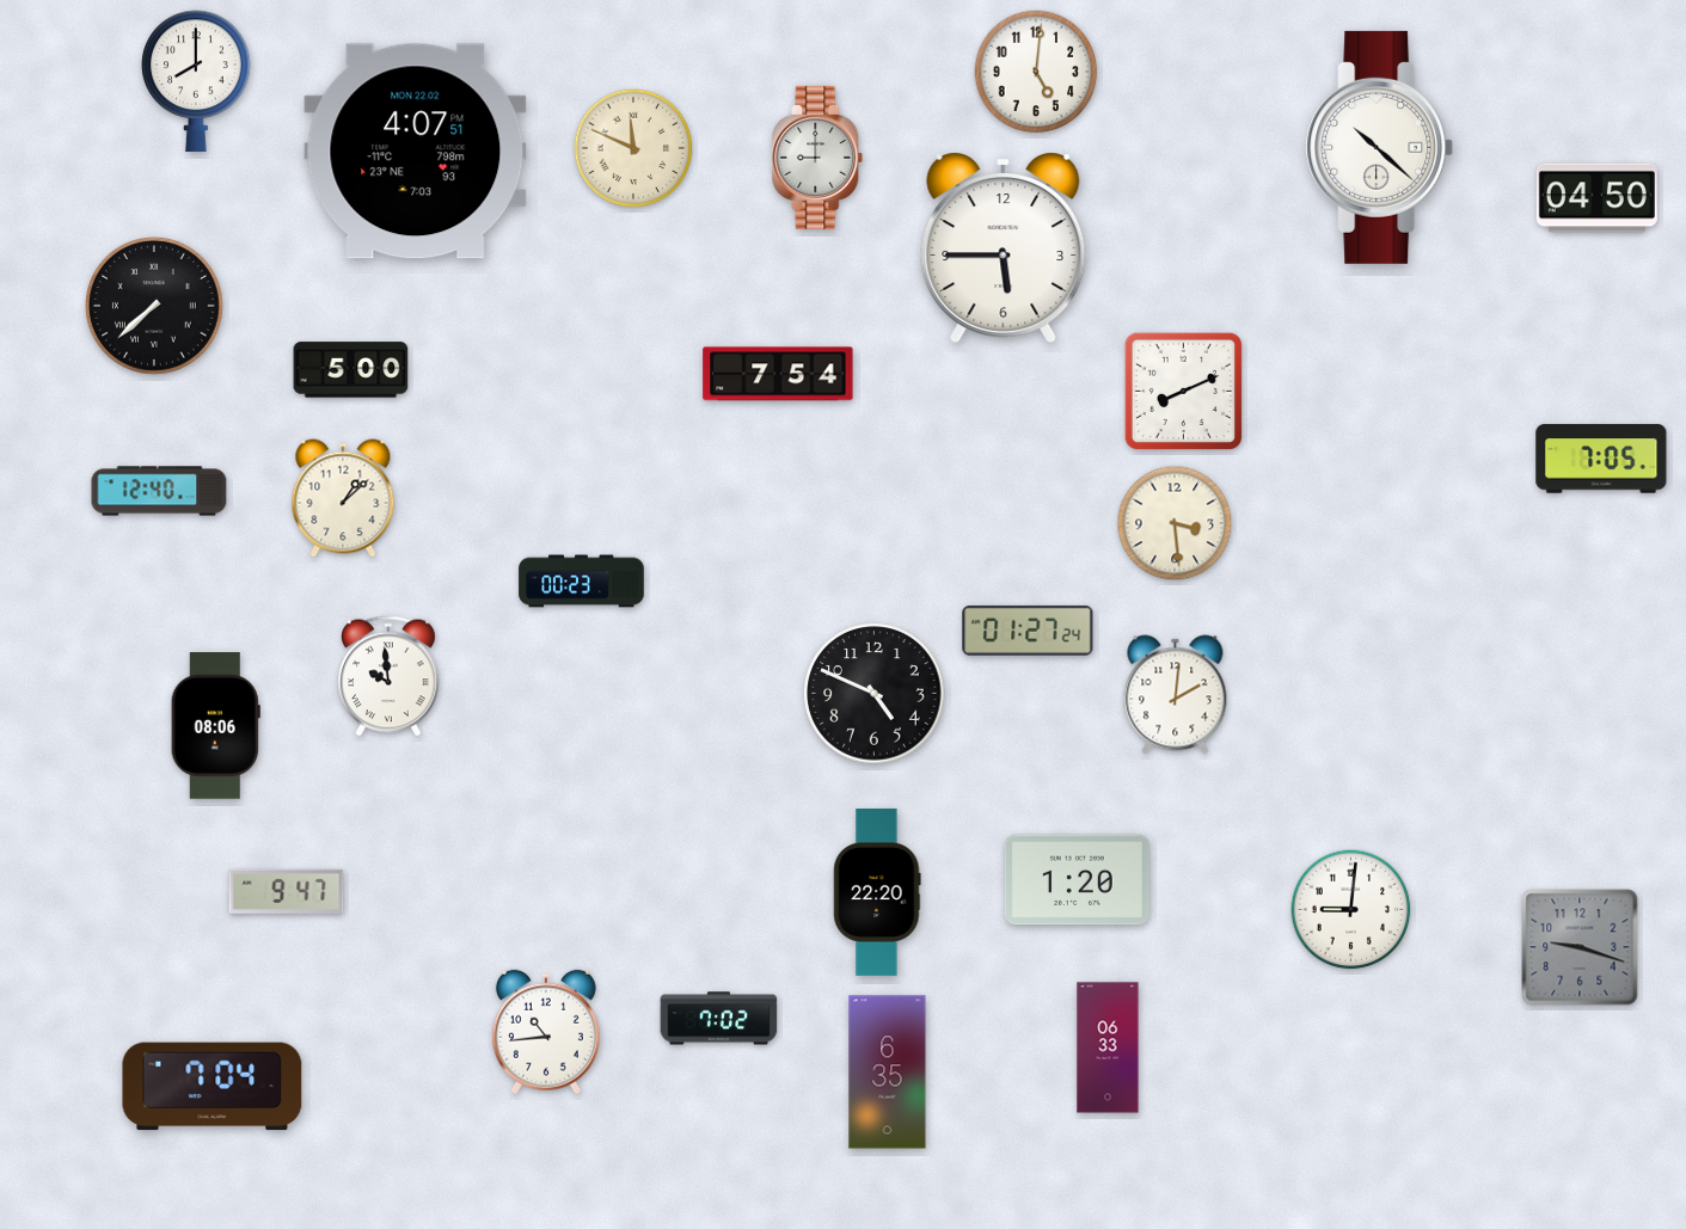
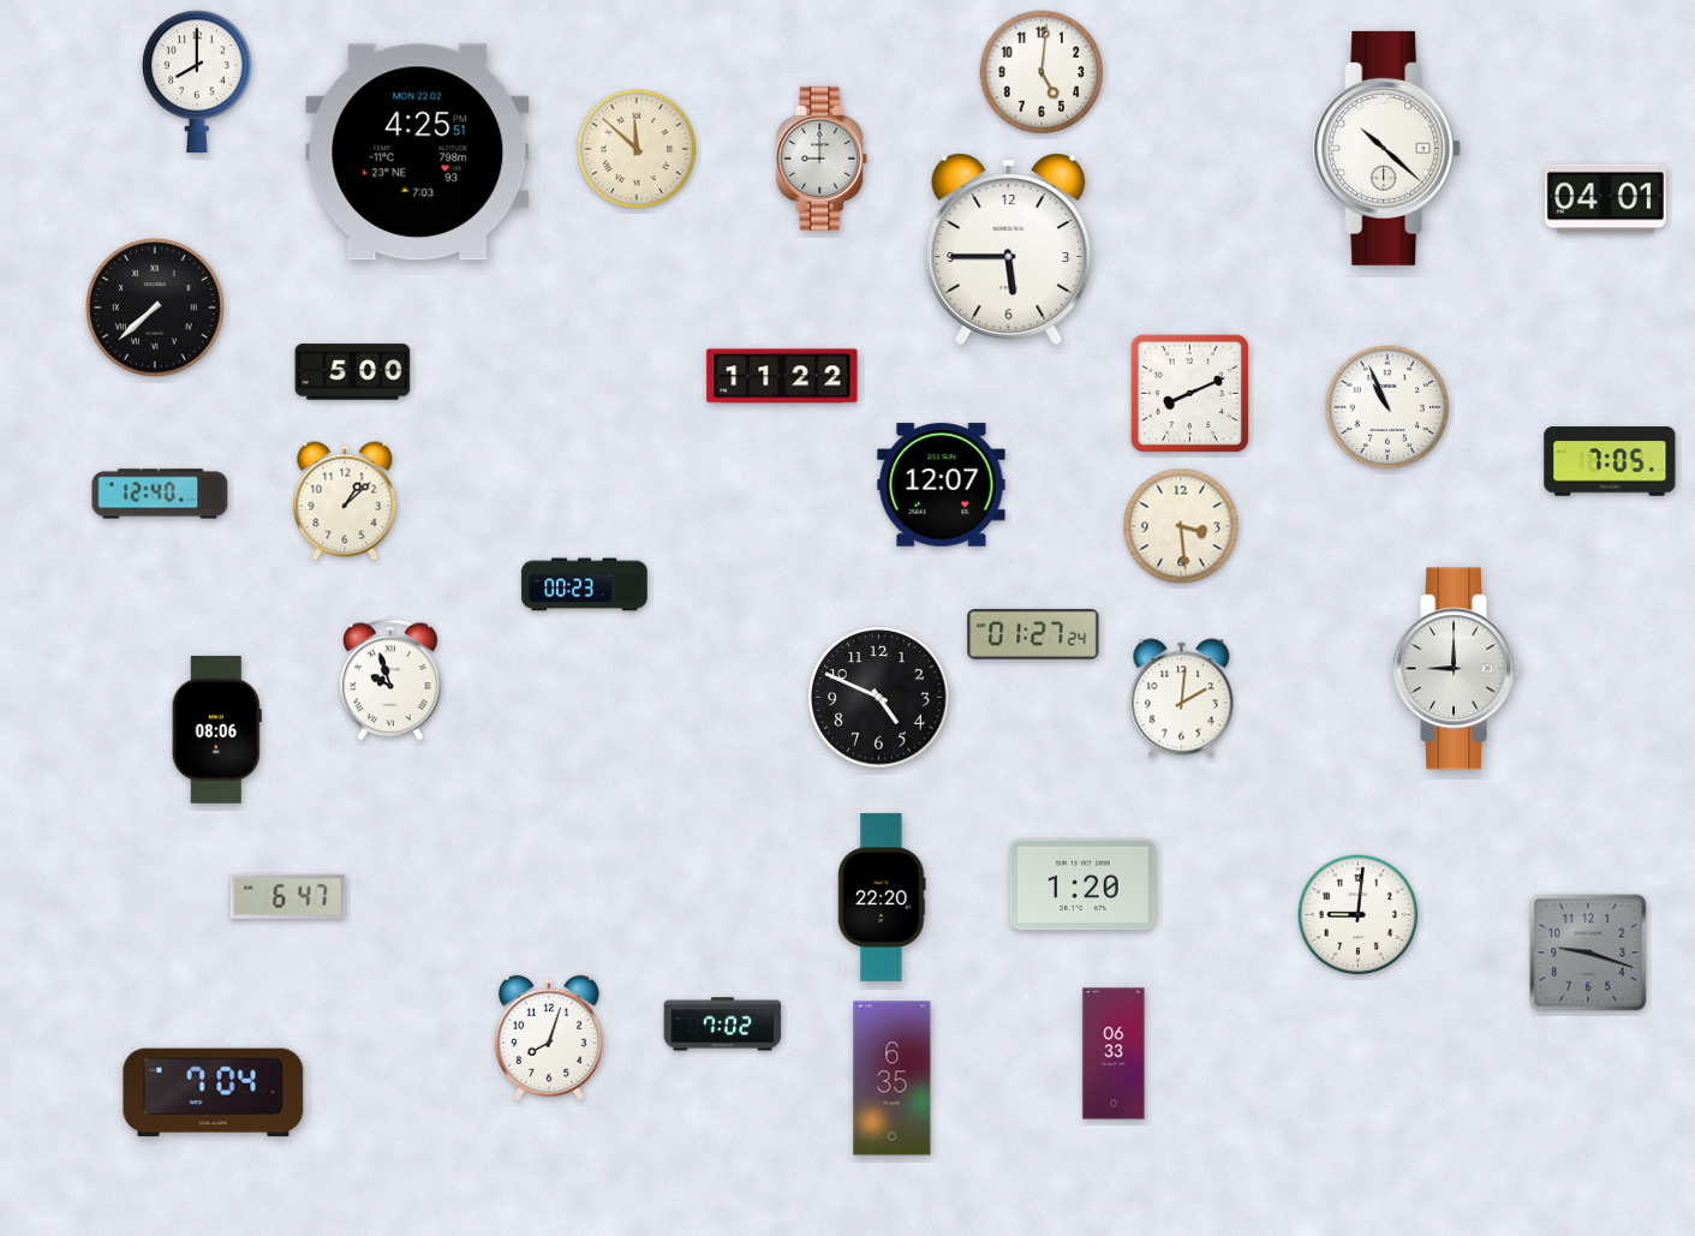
clock at (633, 148): 11:49 -> 11:52
clock at (416, 152): 4:07 -> 4:25
clock at (1596, 198): 04:50 -> 04:01
clock at (778, 374): 7:54 -> 11:22
clock at (1387, 407): none -> 10:56
clock at (942, 485): none -> 12:07
clock at (1457, 669): none -> 9:00
clock at (388, 676): 9:59 -> 9:57
clock at (287, 891): 9:47 -> 6:47
clock at (546, 1032): 10:44 -> 8:03
